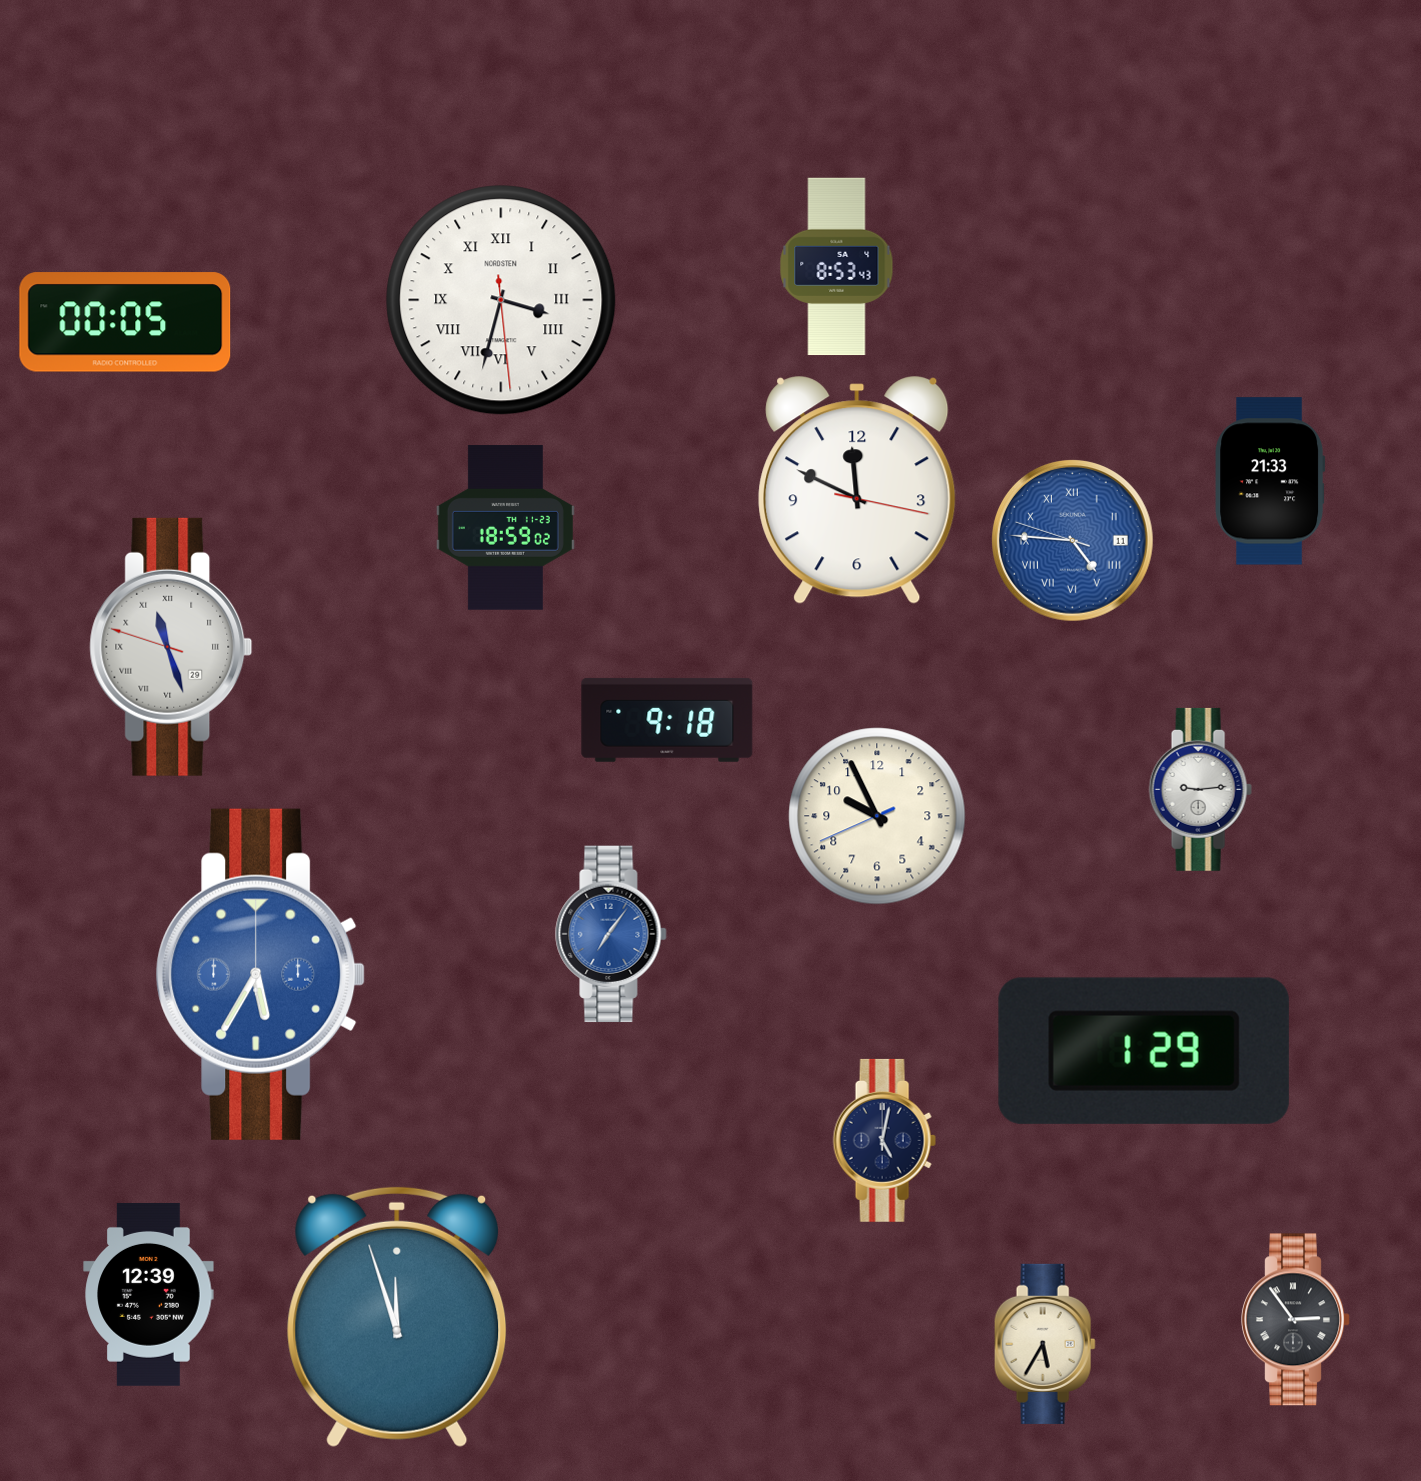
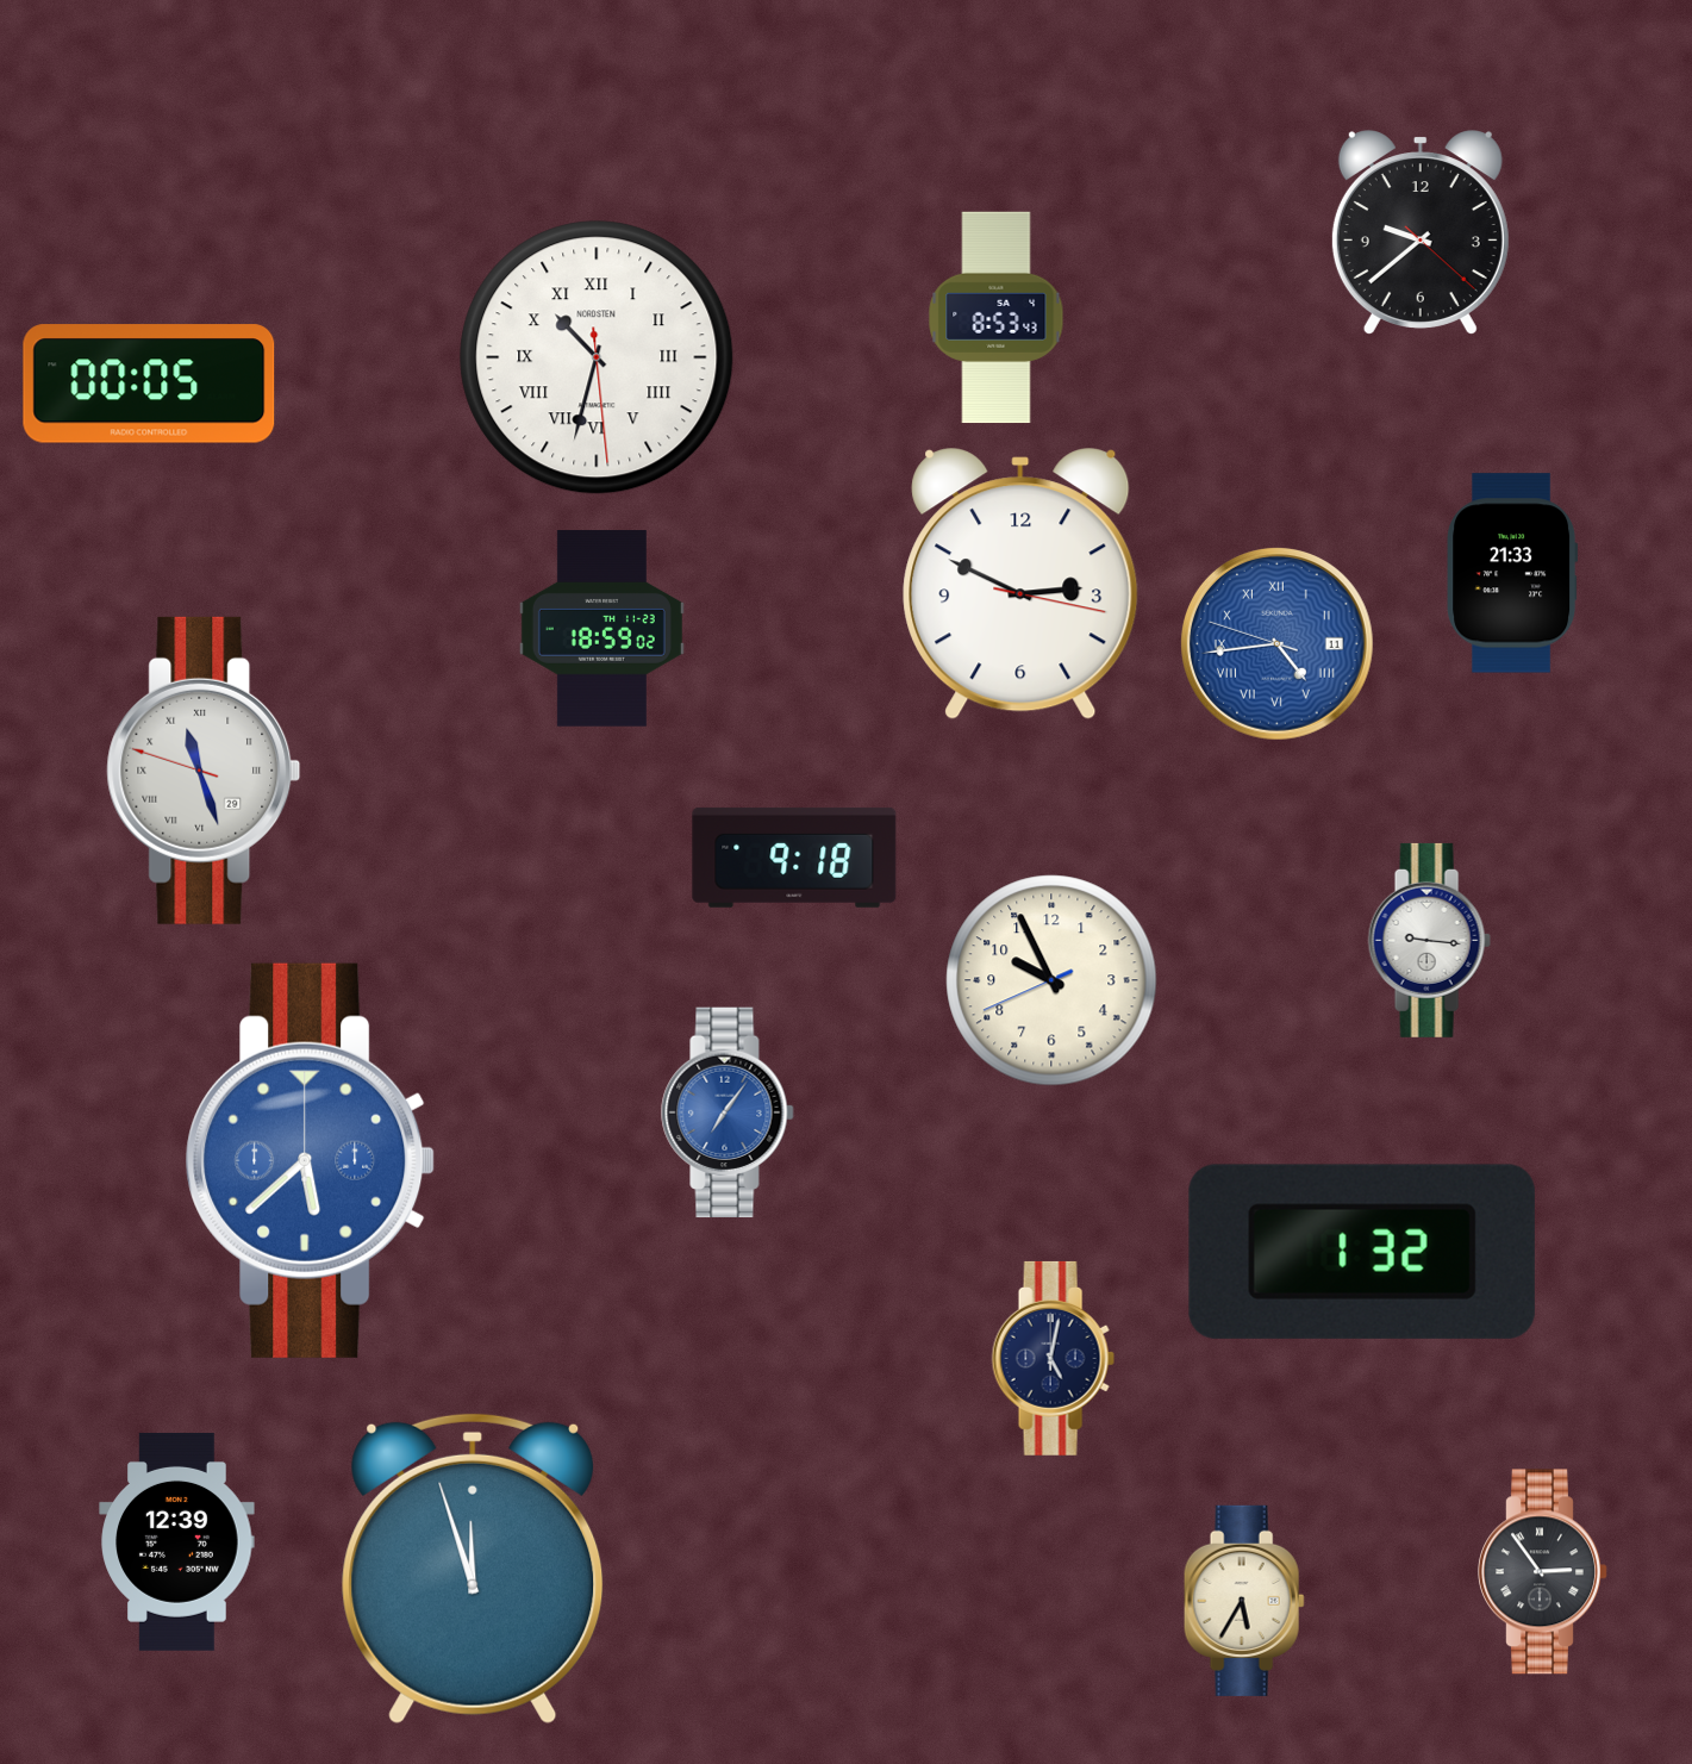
clock at (1421, 232): none -> 9:38
clock at (501, 300): 3:32 -> 10:32
clock at (857, 490): 11:49 -> 2:49
clock at (1072, 540): 4:45 -> 4:43
clock at (1200, 789): 9:14 -> 9:16
clock at (877, 816) position: (877, 816) -> (1051, 980)
clock at (261, 974): 5:35 -> 5:38
clock at (1144, 1051): 1:29 -> 1:32
